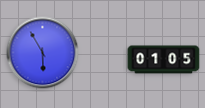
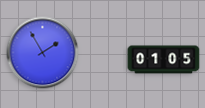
clock at (43, 53): 5:55 -> 1:55
